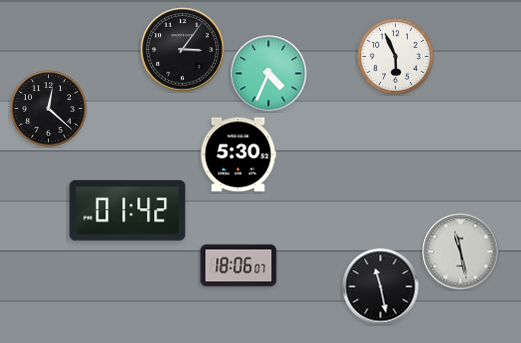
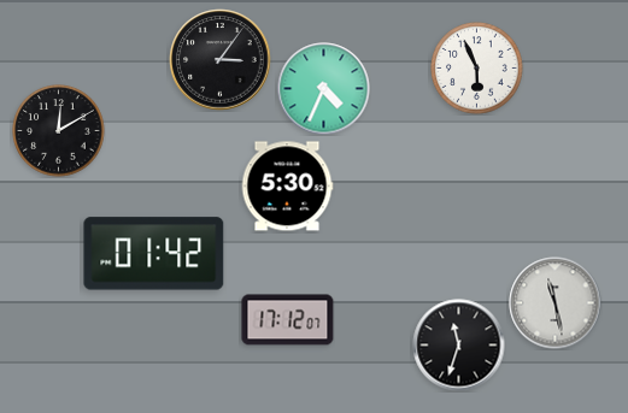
clock at (49, 109): 12:22 -> 12:10
clock at (239, 266): 18:06 -> 17:12
clock at (381, 287): 11:28 -> 11:33
